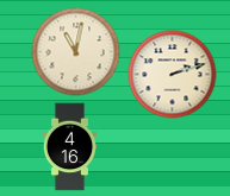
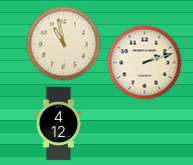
clock at (76, 52): 11:02 -> 10:58
clock at (70, 147): 4:16 -> 4:12
